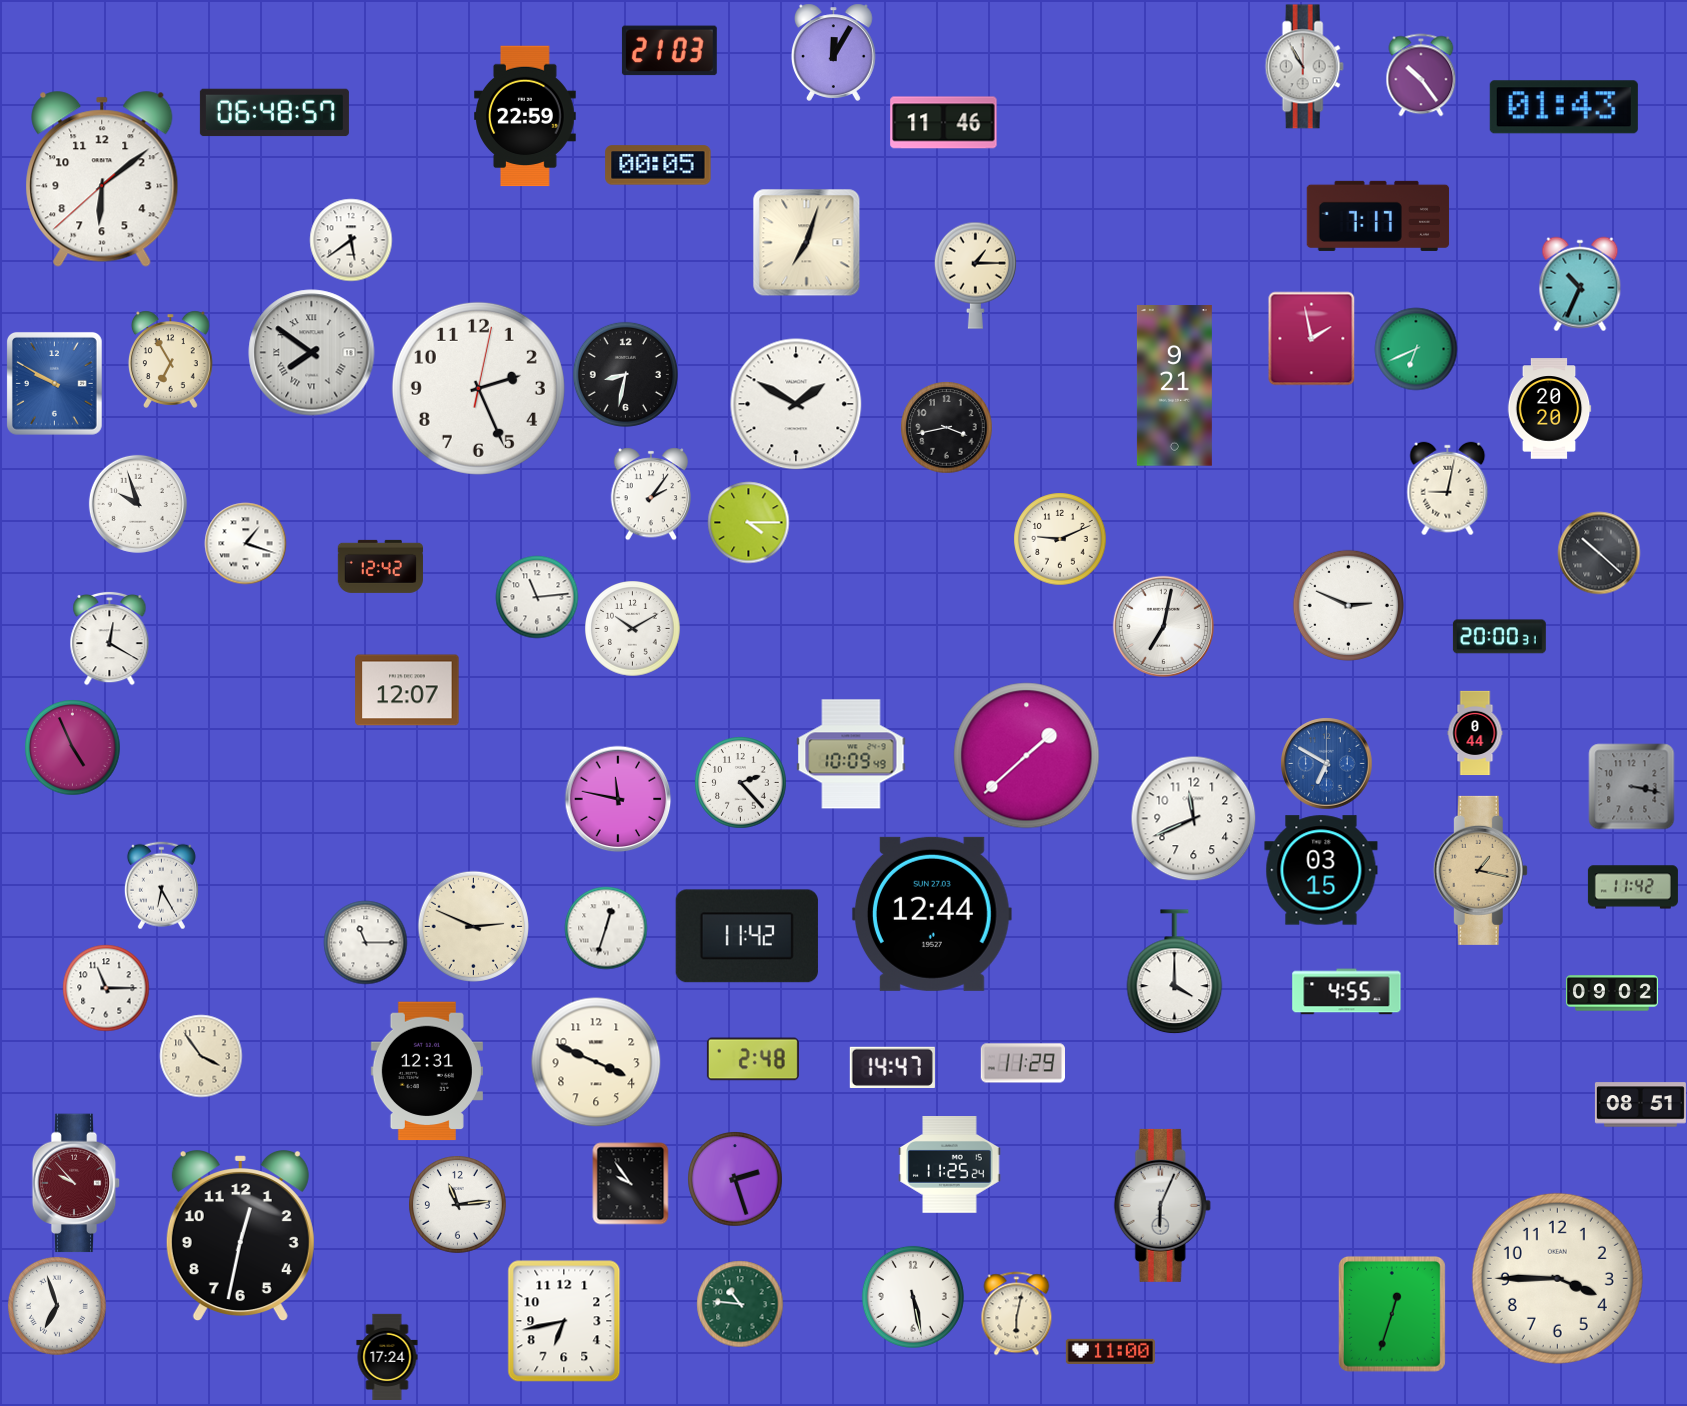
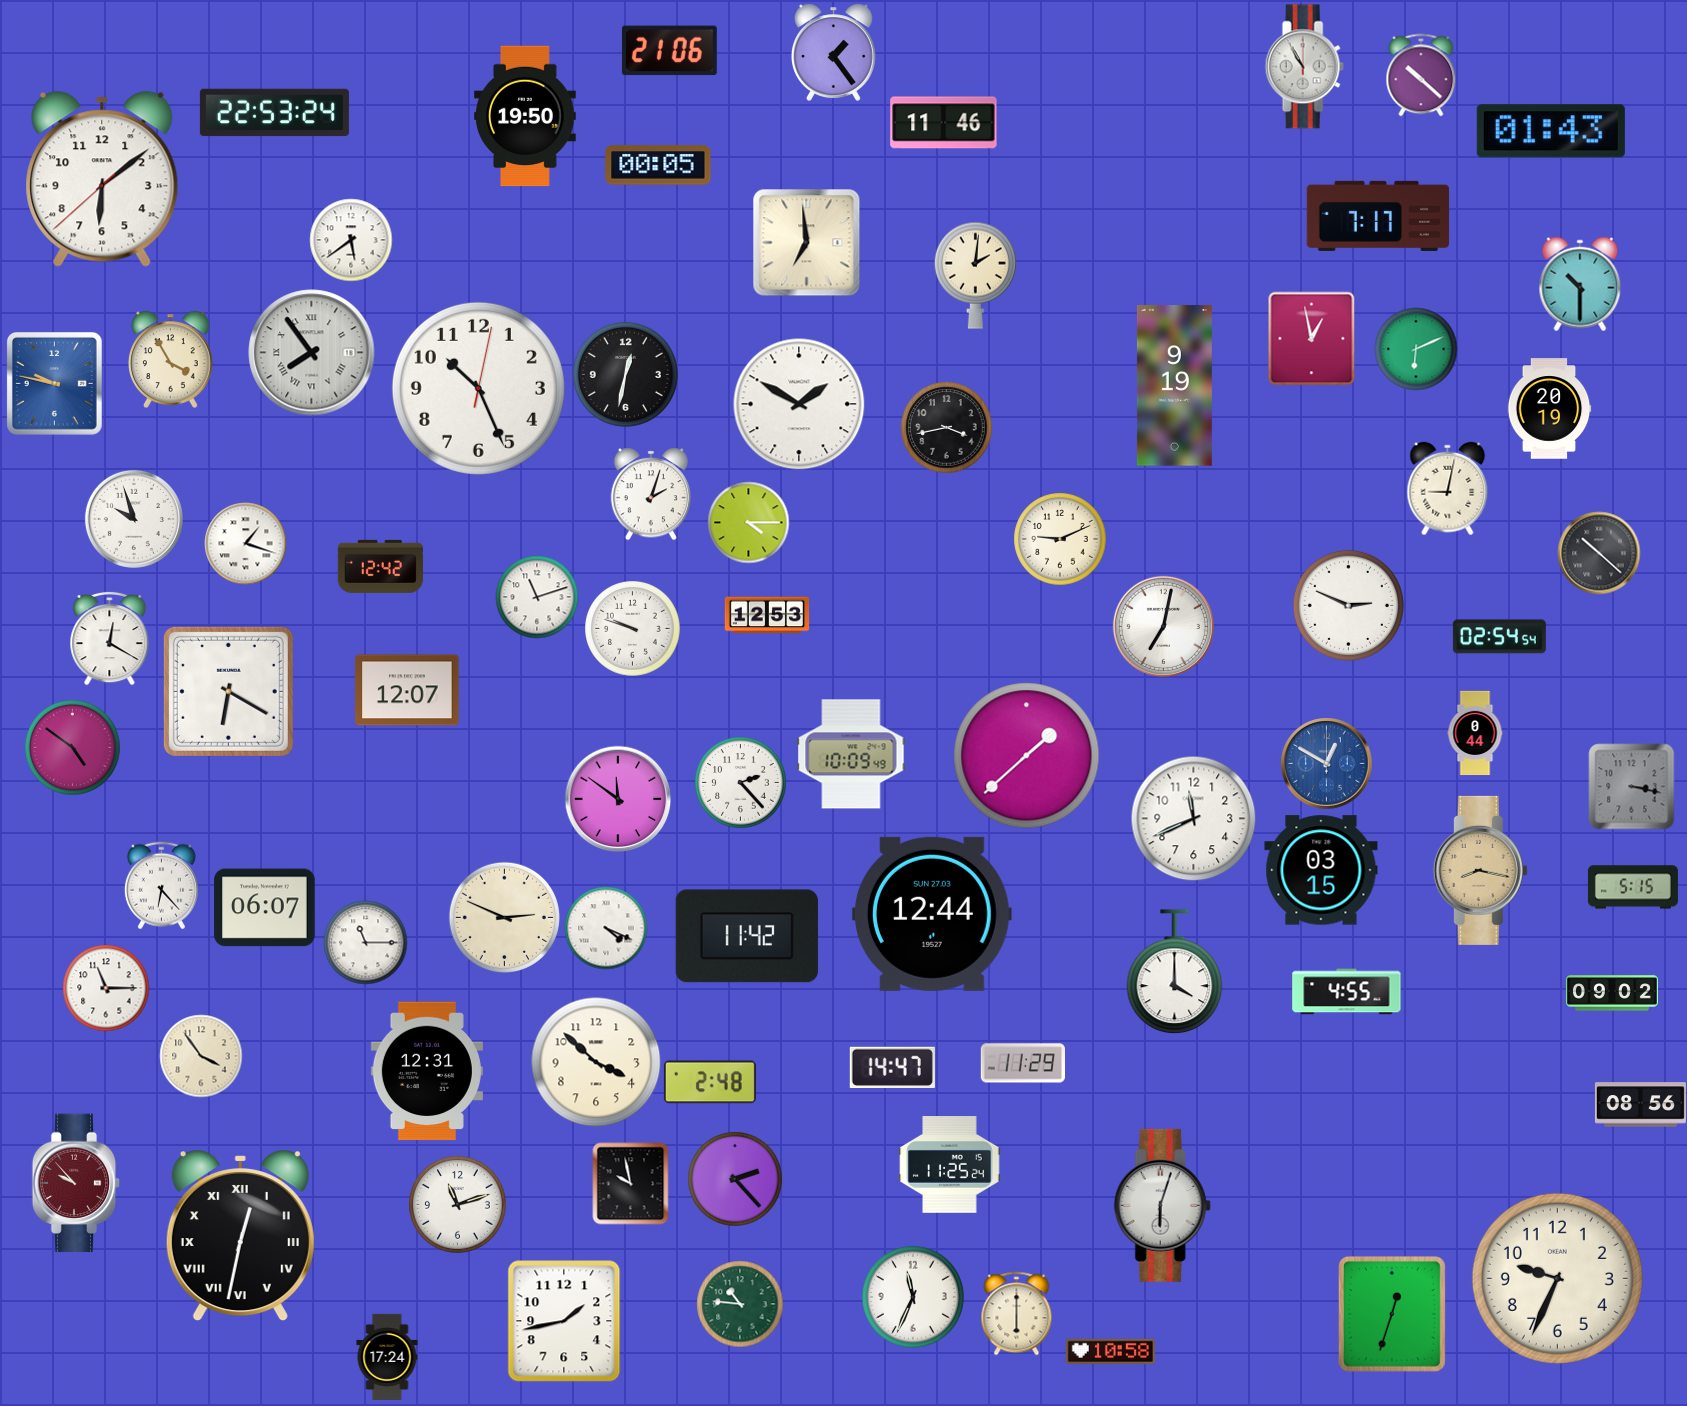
clock at (669, 51): 21:03 -> 21:06
clock at (833, 52): 12:05 -> 1:24
clock at (1421, 75): 10:24 -> 10:22
clock at (1564, 107) position: (1564, 107) -> (1551, 131)
clock at (274, 113): 06:48 -> 22:53
clock at (525, 116): 22:59 -> 19:50
clock at (806, 242): 7:03 -> 6:59
clock at (975, 275): 1:15 -> 2:01
clock at (1580, 284): 10:34 -> 10:30
clock at (1312, 338): 1:58 -> 12:58
clock at (1416, 349): 6:41 -> 6:11
clock at (312, 353): 7:51 -> 7:54
clock at (170, 359): 6:55 -> 3:55
clock at (625, 374): 8:32 -> 12:32
clock at (54, 383): 9:50 -> 9:47
clock at (1174, 386): 9:21 -> 9:19
clock at (478, 388): 2:26 -> 10:26
clock at (796, 404) position: (796, 404) -> (799, 404)
clock at (1549, 409): 20:20 -> 20:19
clock at (651, 494): 2:06 -> 2:03
clock at (138, 504) position: (138, 504) -> (134, 519)
clock at (537, 597): 11:14 -> 11:12
clock at (767, 615): none -> 12:53
clock at (632, 628): 10:10 -> 9:48
clock at (1499, 637): 20:00 -> 02:54
clock at (228, 691): none -> 6:20
clock at (72, 747): 4:56 -> 4:51
clock at (1326, 763): 6:50 -> 12:50
clock at (618, 799): 11:47 -> 11:51
clock at (1480, 870): 1:17 -> 8:17
clock at (161, 885): 6:25 -> 6:23
clock at (1633, 887): 11:42 -> 5:15
clock at (265, 908): none -> 06:07
clock at (473, 926) position: (473, 926) -> (504, 917)
clock at (606, 928): 12:33 -> 4:19
clock at (753, 1059) position: (753, 1059) -> (710, 1082)
clock at (596, 1062): 3:49 -> 3:52
clock at (1640, 1105): 08:51 -> 08:56
clock at (735, 1179): 2:27 -> 2:23
clock at (631, 1183): 9:54 -> 9:58
clock at (458, 1205): 11:14 -> 11:12
clock at (1162, 1205): 6:04 -> 6:03
clock at (240, 1237) numerals: Arabic -> Roman
clock at (1557, 1278): 3:45 -> 9:34
clock at (913, 1297): 5:28 -> 11:34
clock at (57, 1306): 6:57 -> none
clock at (1017, 1313): 6:02 -> 6:00
clock at (564, 1321): 6:43 -> 1:43
clock at (1110, 1351): 11:00 -> 10:58
